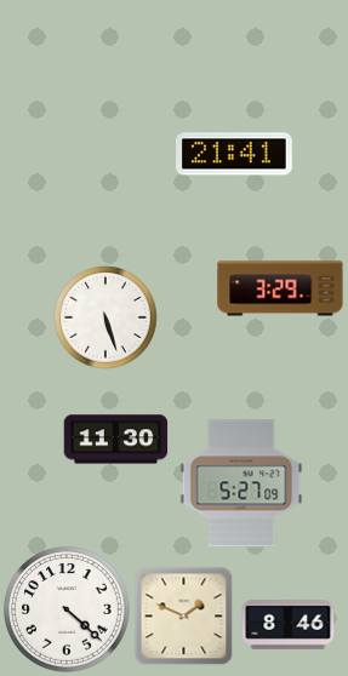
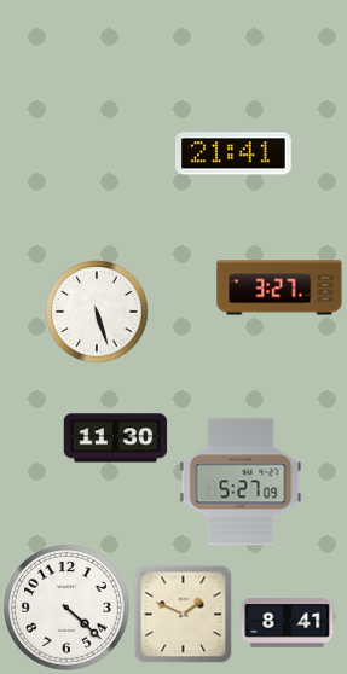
clock at (280, 288): 3:29 -> 3:27
clock at (105, 317) position: (105, 317) -> (97, 312)
clock at (289, 625): 8:46 -> 8:41
